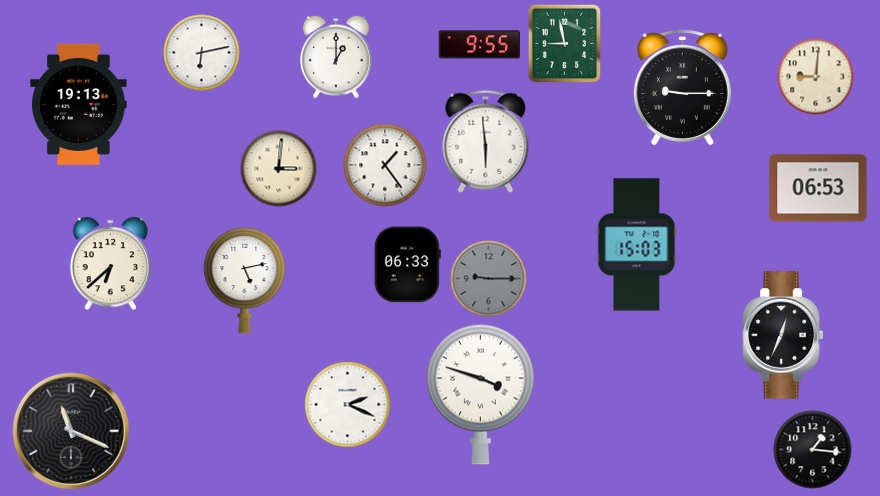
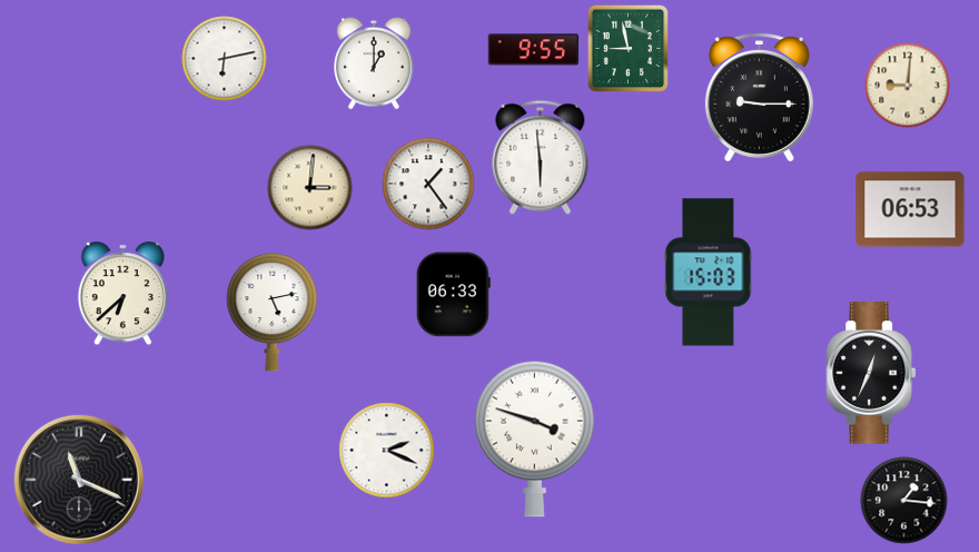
clock at (79, 104): 19:13 -> none
clock at (489, 279): 9:15 -> none
